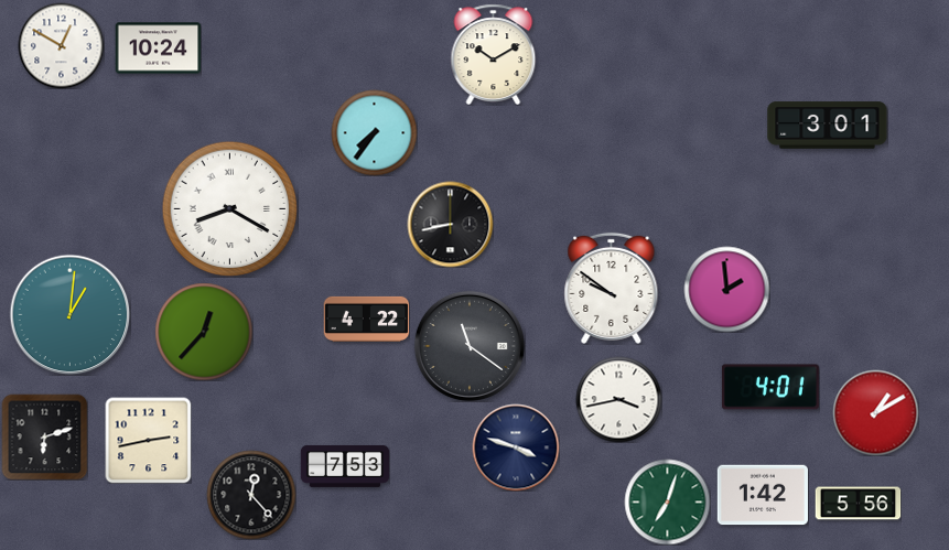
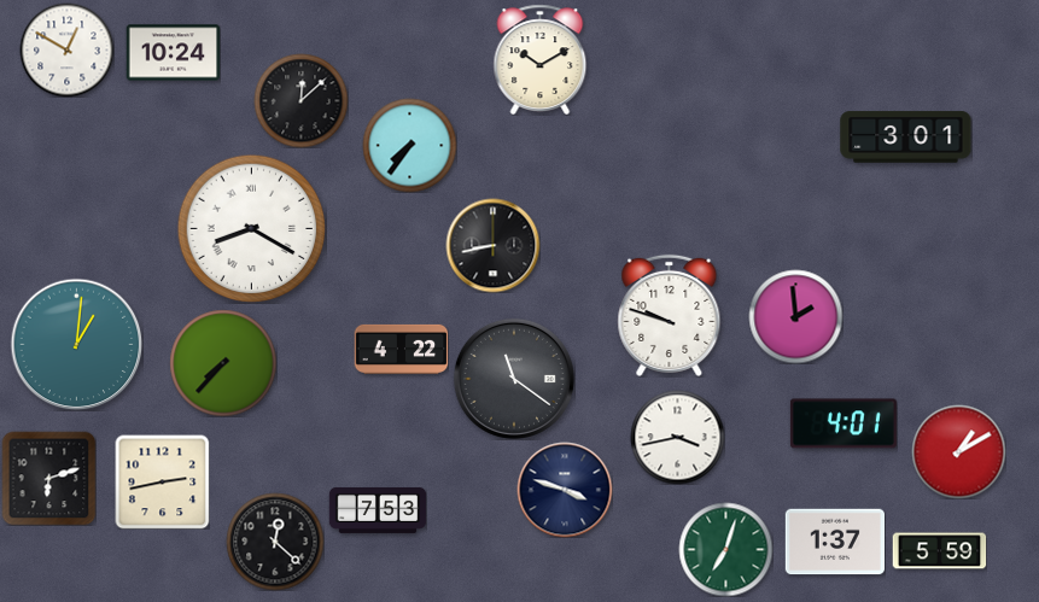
clock at (300, 100): none -> 12:08
clock at (612, 288): 9:51 -> 9:48
clock at (204, 332): 12:37 -> 7:37
clock at (251, 495): 12:23 -> 12:22
clock at (762, 495): 1:42 -> 1:37
clock at (667, 502) position: (667, 502) -> (725, 549)
clock at (858, 504): 5:56 -> 5:59
